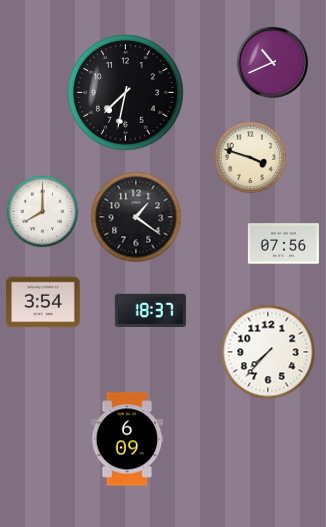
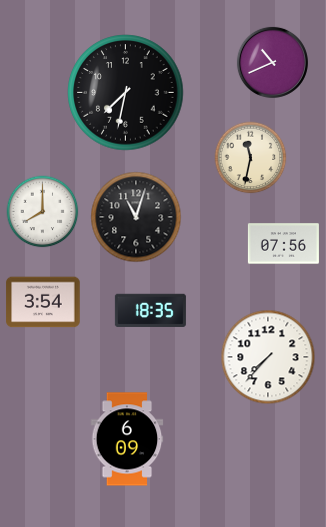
clock at (251, 158): 3:48 -> 11:32
clock at (136, 217): 1:21 -> 11:03
clock at (150, 310): 18:37 -> 18:35
clock at (268, 352) position: (268, 352) -> (268, 357)
